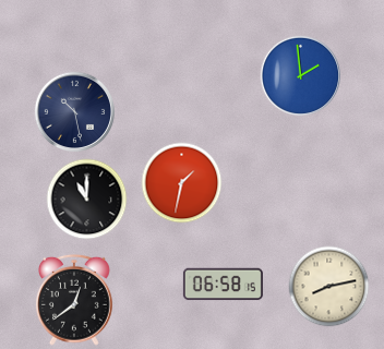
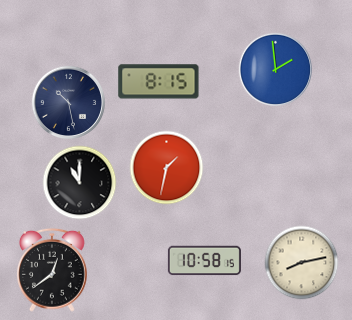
clock at (159, 82): none -> 8:15
clock at (223, 285): 06:58 -> 10:58
clock at (74, 300) position: (74, 300) -> (52, 270)
